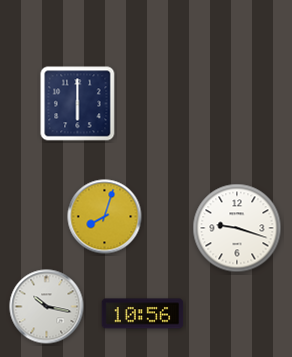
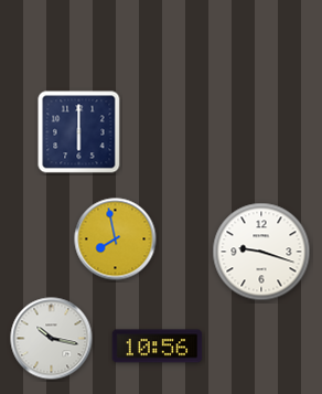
clock at (78, 104) position: (78, 104) -> (79, 132)
clock at (105, 217): 8:03 -> 7:58
